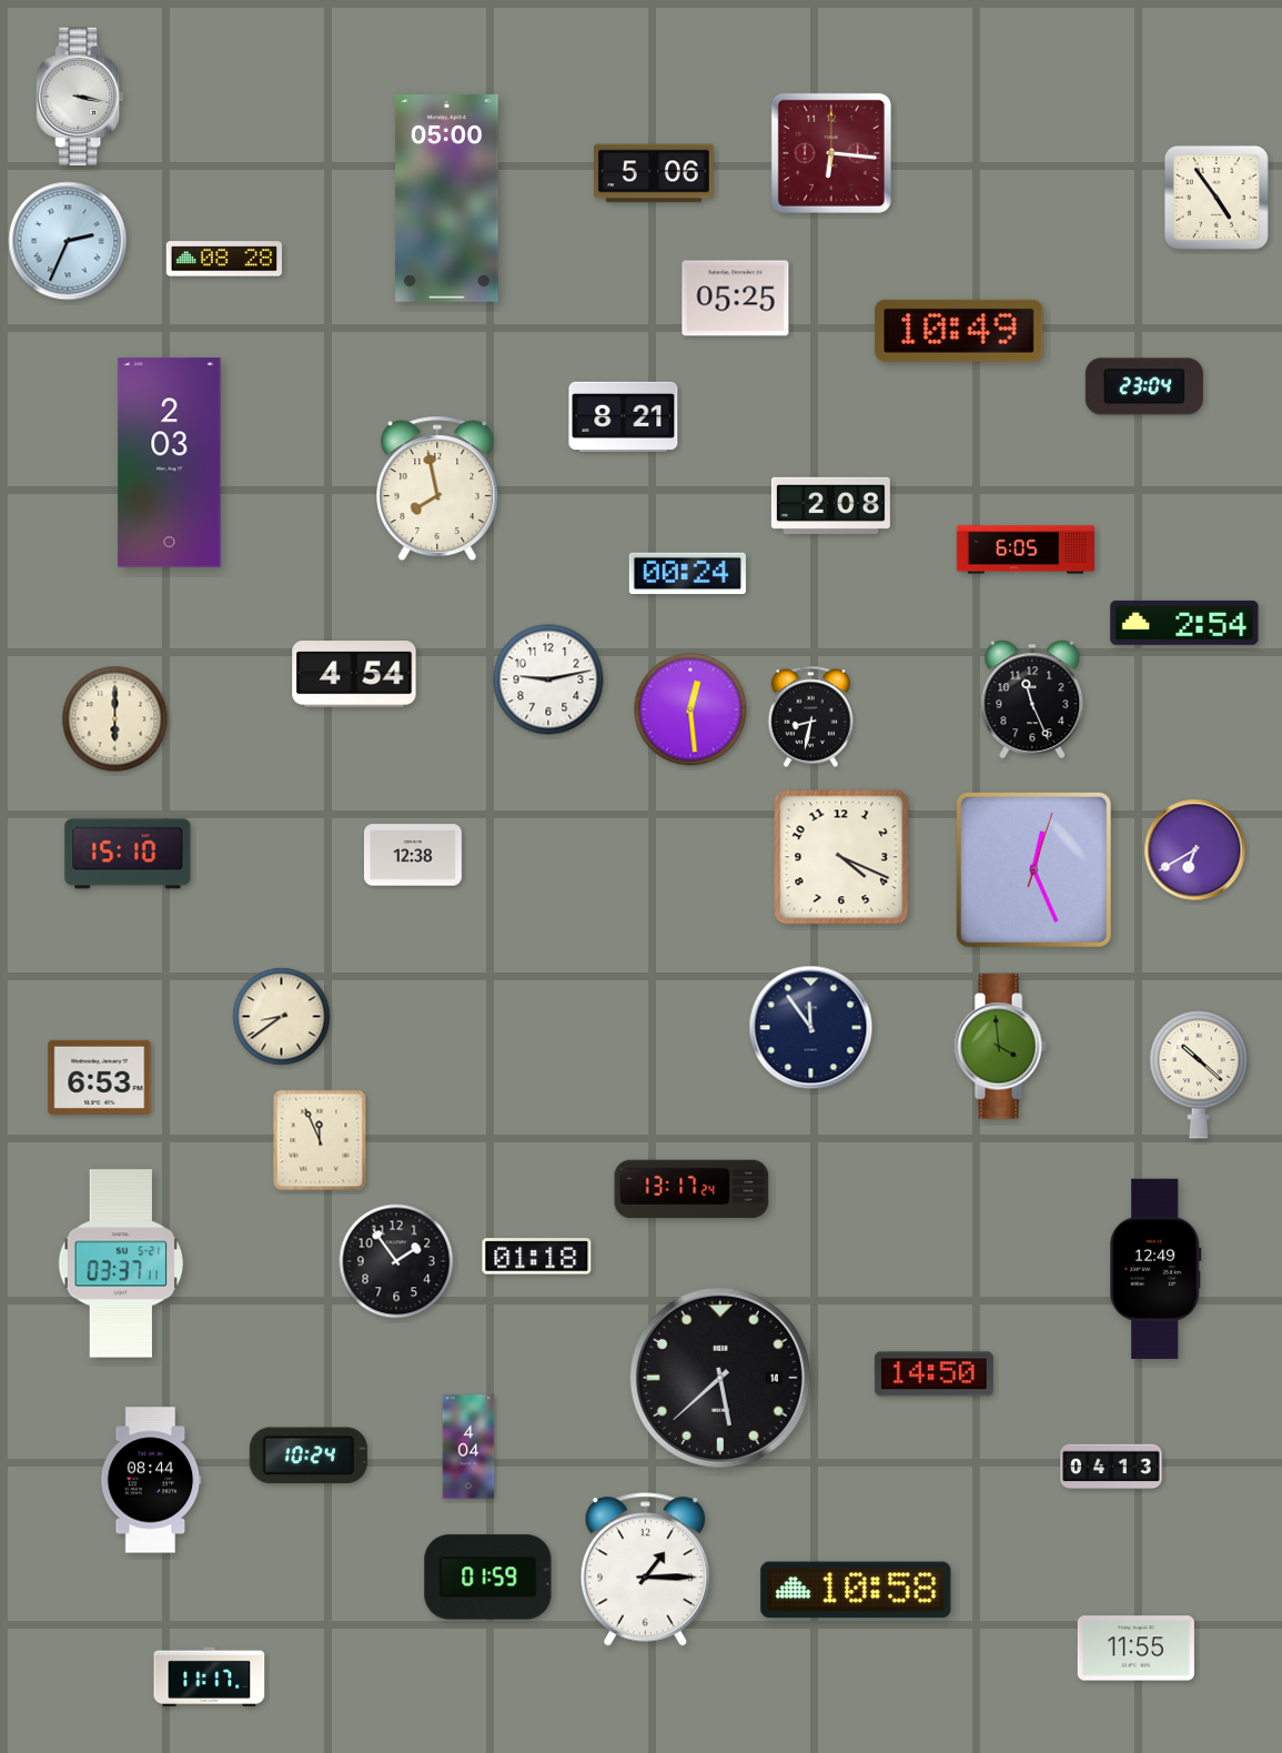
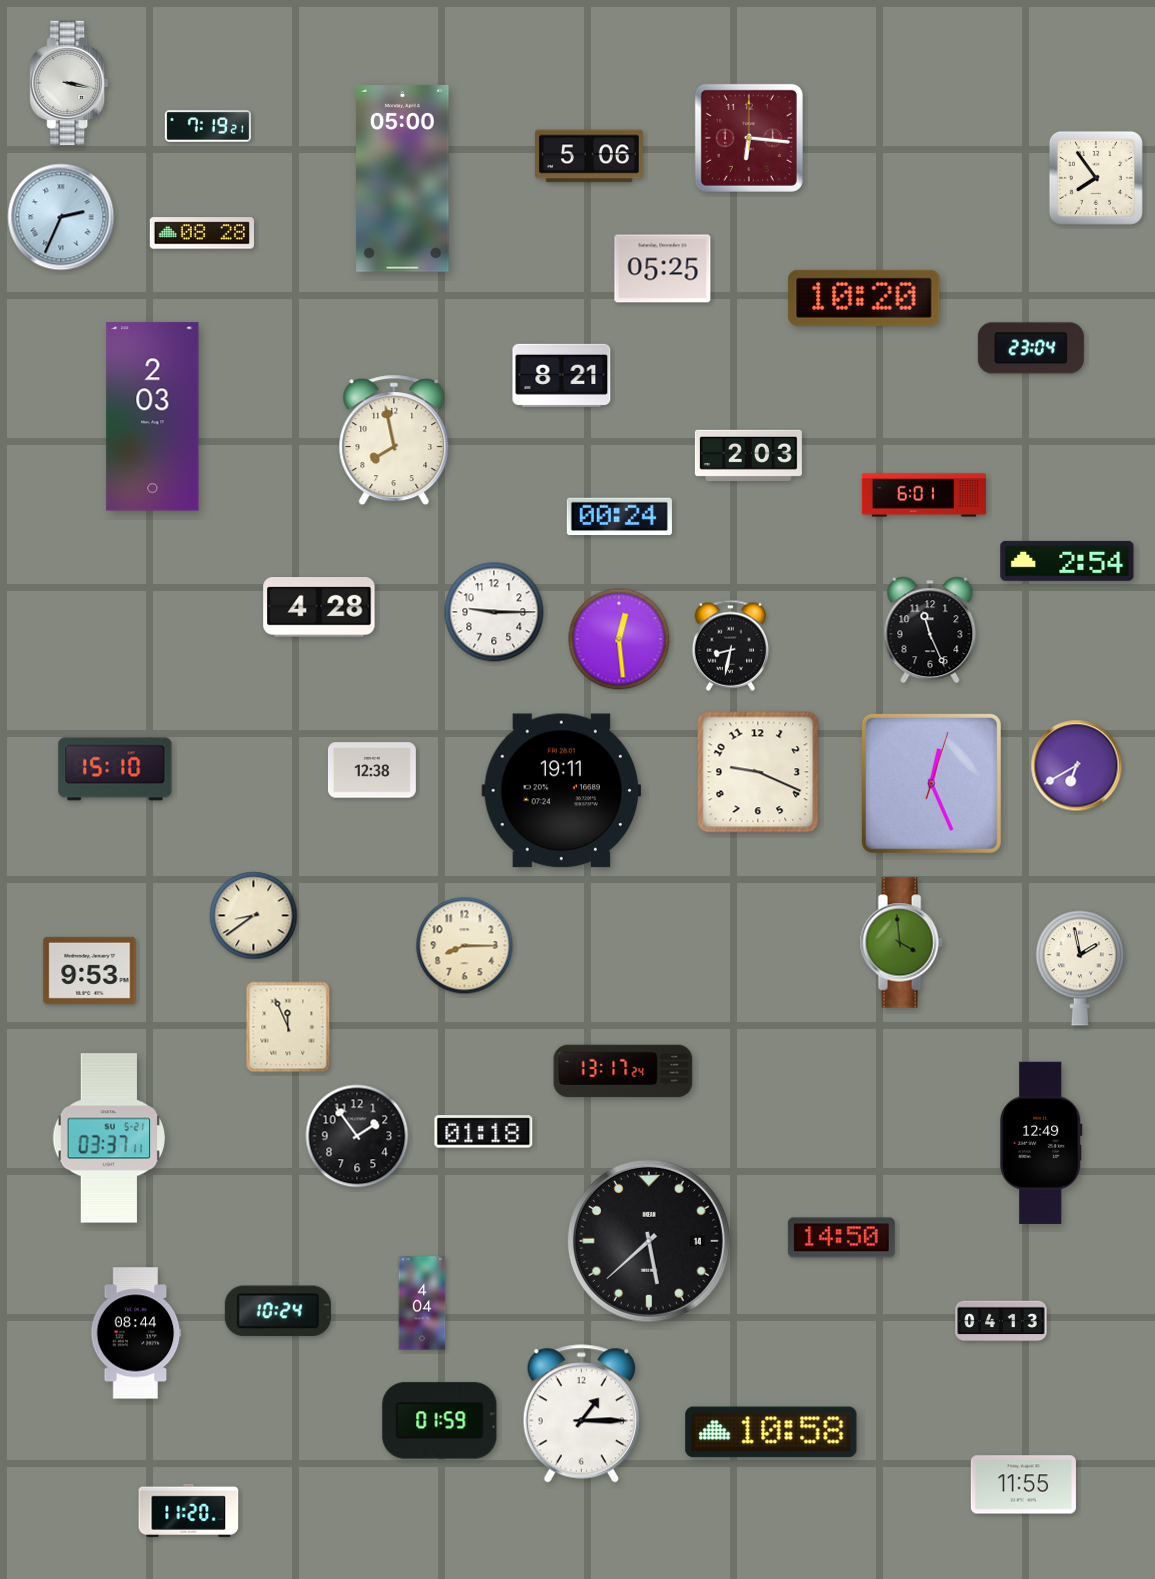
clock at (80, 97) position: (80, 97) -> (69, 83)
clock at (208, 126): none -> 7:19
clock at (1217, 198): 4:54 -> 7:54
clock at (959, 331): 10:49 -> 10:20
clock at (830, 505): 2:08 -> 2:03
clock at (1024, 550): 6:05 -> 6:01
clock at (354, 674): 4:54 -> 4:28
clock at (548, 679): 9:13 -> 9:15
clock at (690, 709) position: (690, 709) -> (619, 639)
clock at (115, 719): 6:00 -> none
clock at (841, 857): 4:19 -> 9:19
clock at (562, 791): none -> 19:11
clock at (811, 1028): 11:54 -> none
clock at (465, 946): none -> 8:15
clock at (1199, 1075): 10:22 -> 1:58
clock at (100, 1077): 6:53 -> 9:53
clock at (210, 1676): 11:17 -> 11:20
